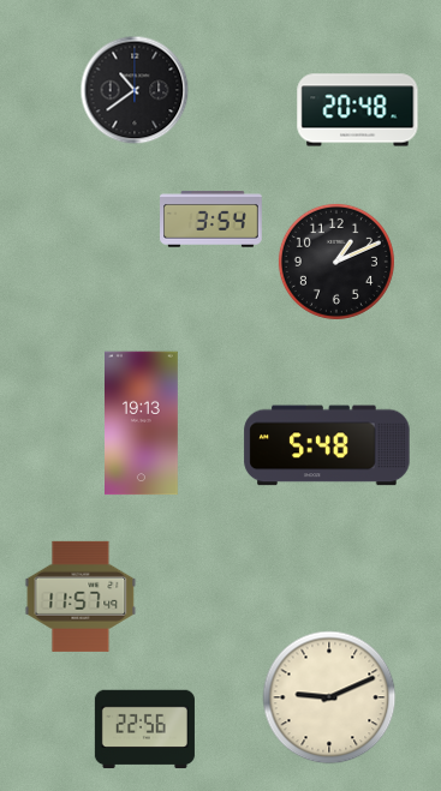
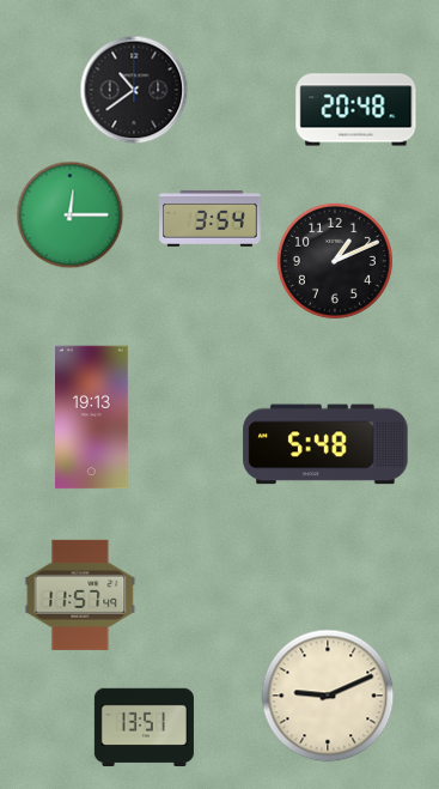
clock at (71, 216): none -> 12:15
clock at (142, 424) position: (142, 424) -> (92, 418)
clock at (144, 730): 22:56 -> 13:51
